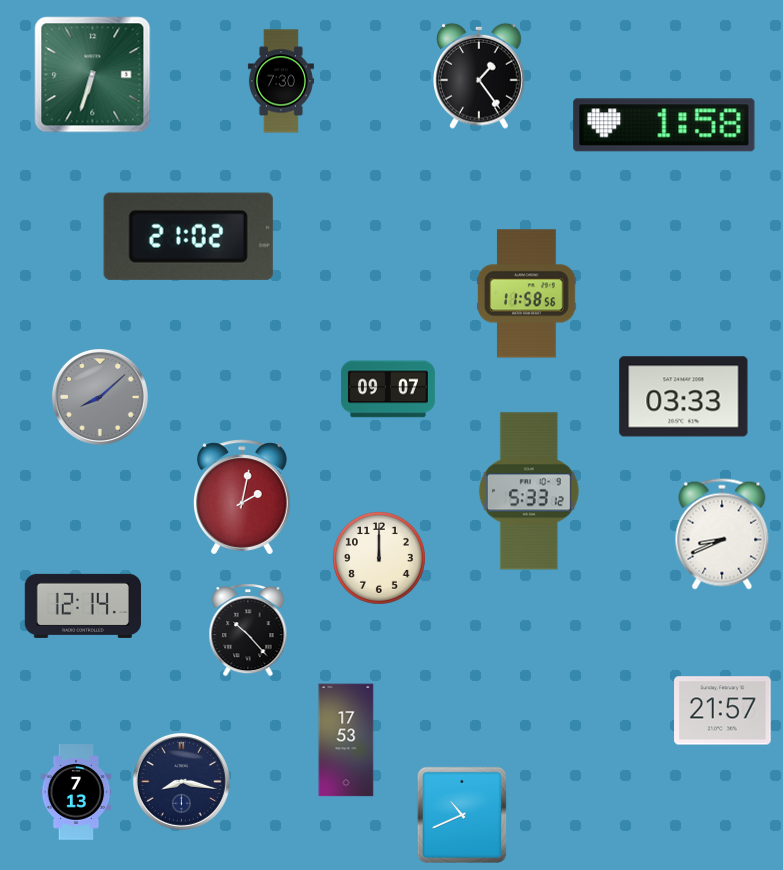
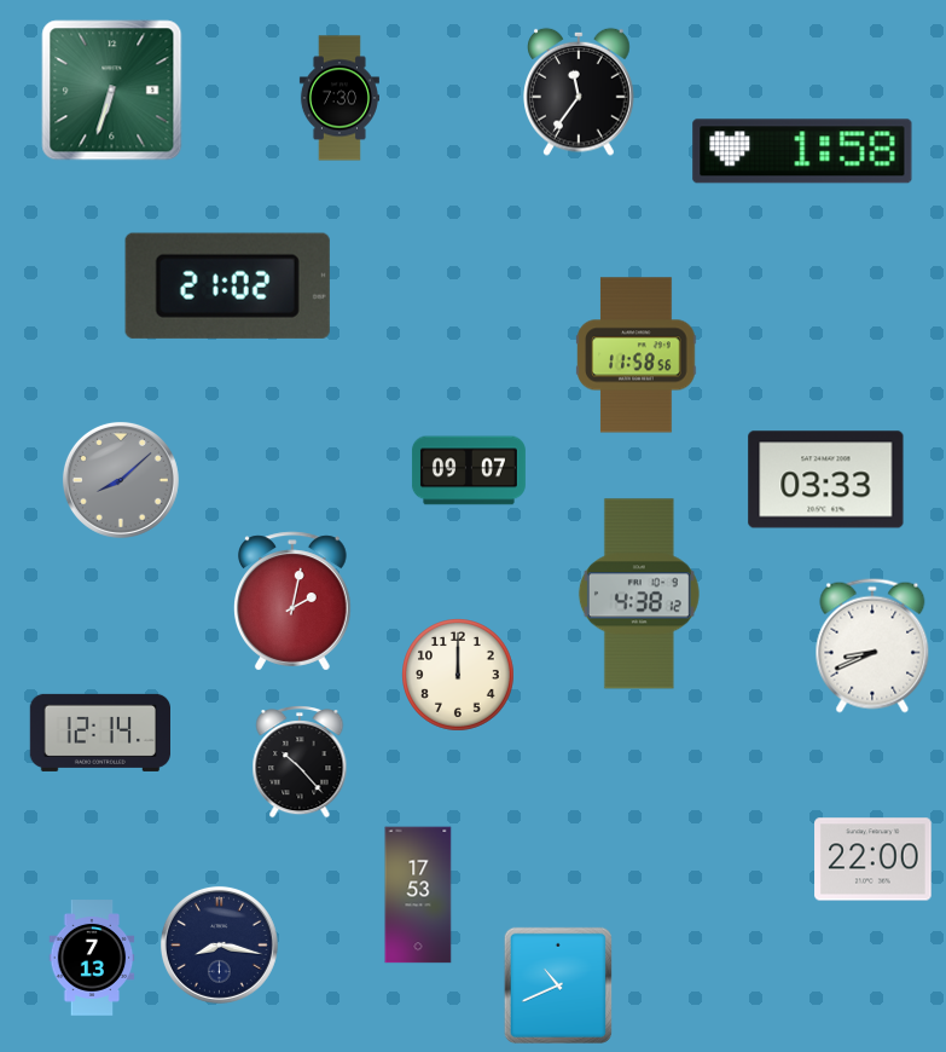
clock at (480, 76): 1:24 -> 11:36
clock at (529, 491): 5:33 -> 4:38
clock at (723, 711): 21:57 -> 22:00
